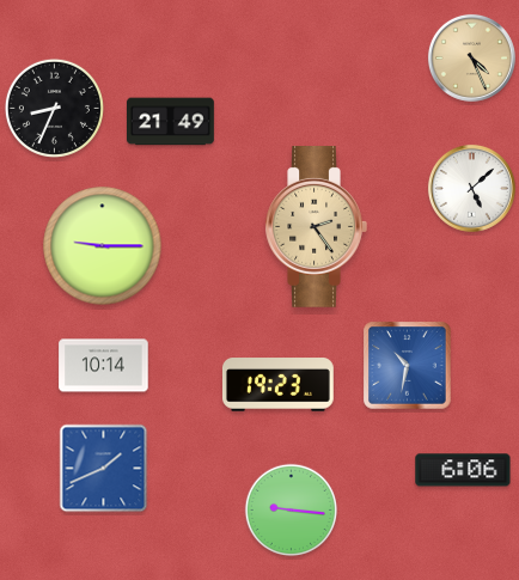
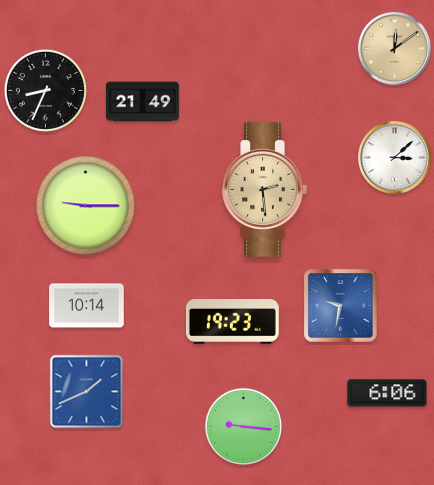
clock at (471, 57): 4:26 -> 12:09
clock at (471, 188): 5:08 -> 3:08
clock at (316, 227): 2:24 -> 2:29
clock at (408, 366): 10:32 -> 9:32
